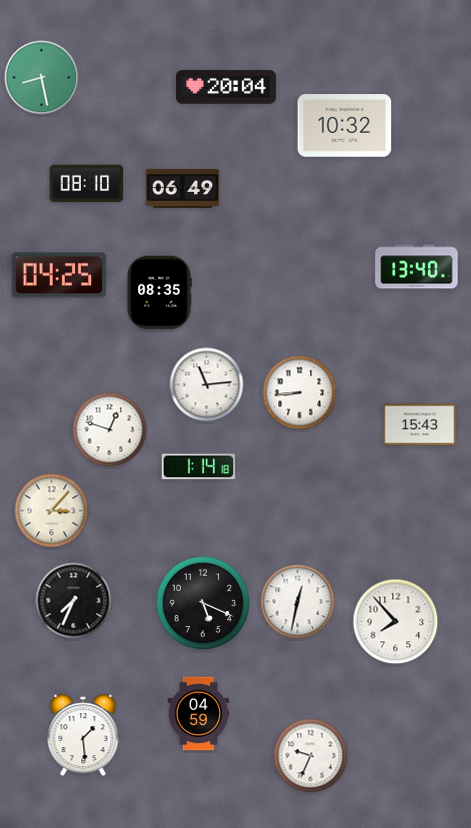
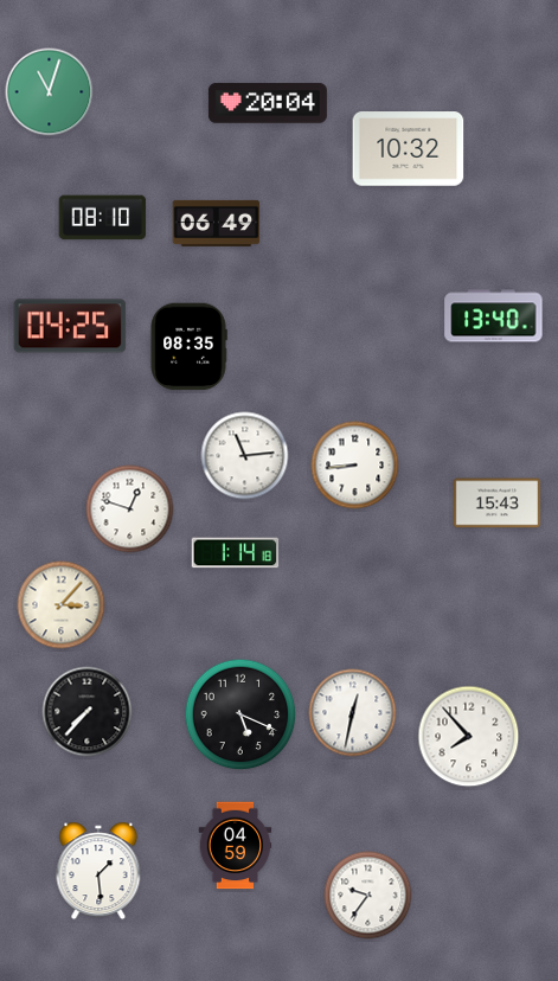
clock at (42, 78): 8:28 -> 11:03
clock at (74, 601): 7:34 -> 7:37
clock at (311, 756): 9:34 -> 9:36
